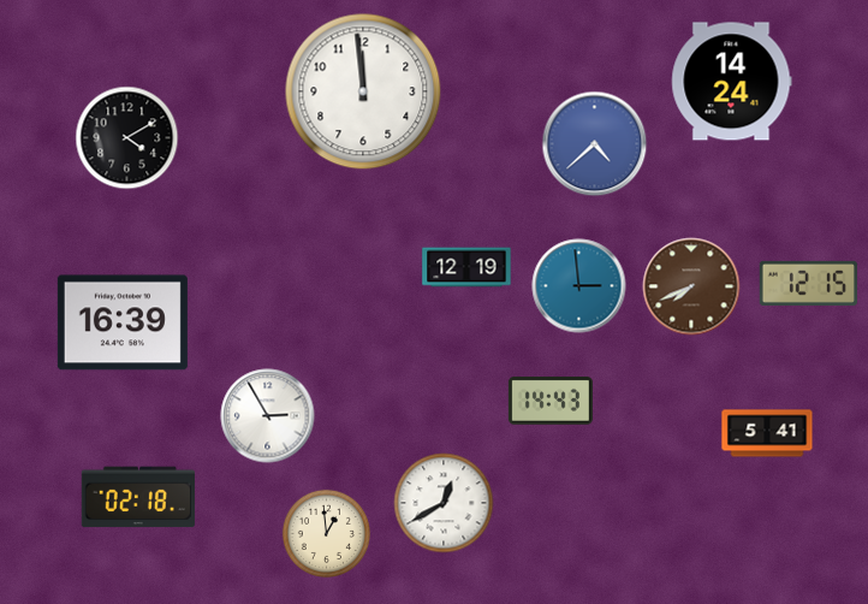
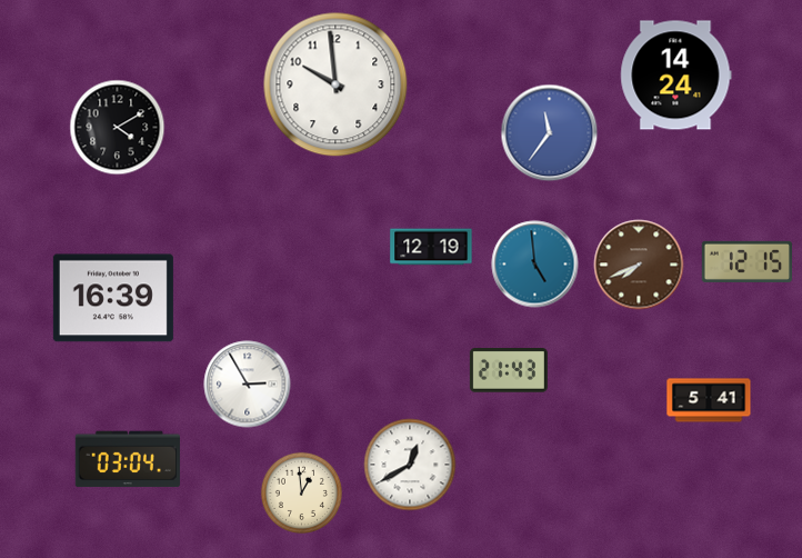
clock at (363, 91): 11:59 -> 9:59
clock at (595, 144): 4:38 -> 11:36
clock at (579, 286): 2:59 -> 4:59
clock at (551, 402): 14:43 -> 21:43
clock at (138, 497): 02:18 -> 03:04
